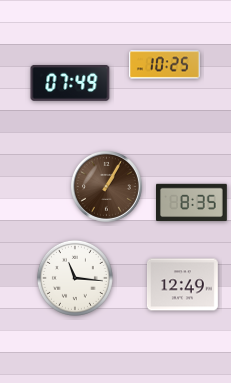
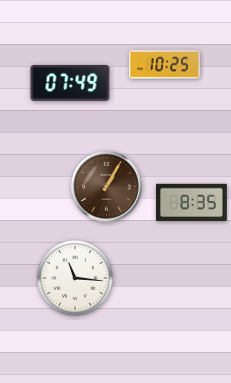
clock at (183, 285): 12:49 -> none
